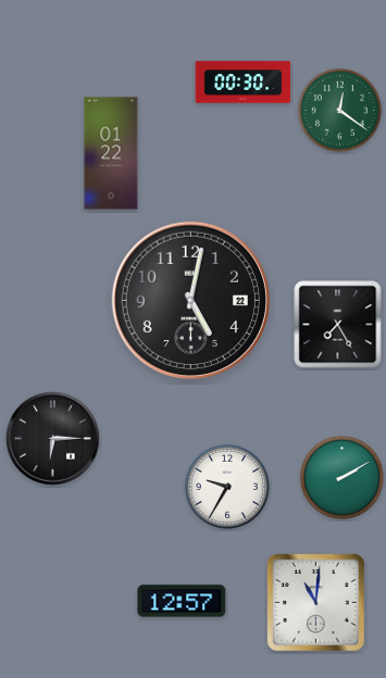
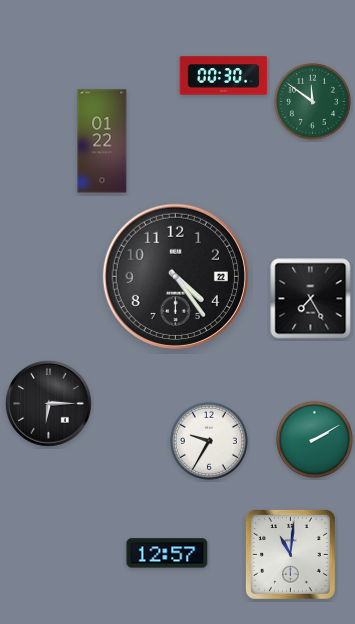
clock at (339, 110): 12:21 -> 11:51
clock at (190, 300): 5:02 -> 4:24
clock at (227, 487) position: (227, 487) -> (209, 441)
